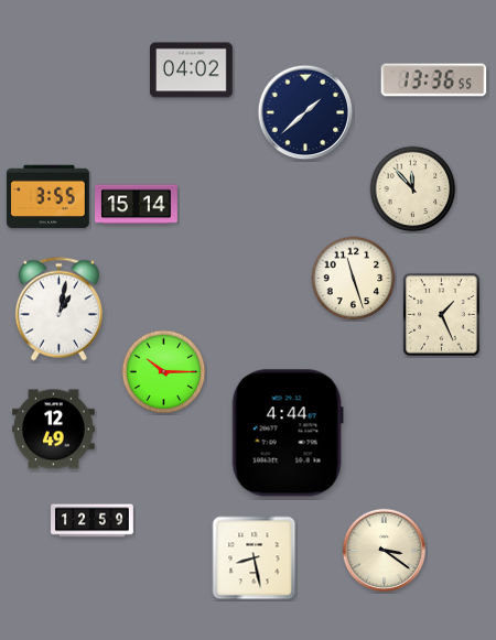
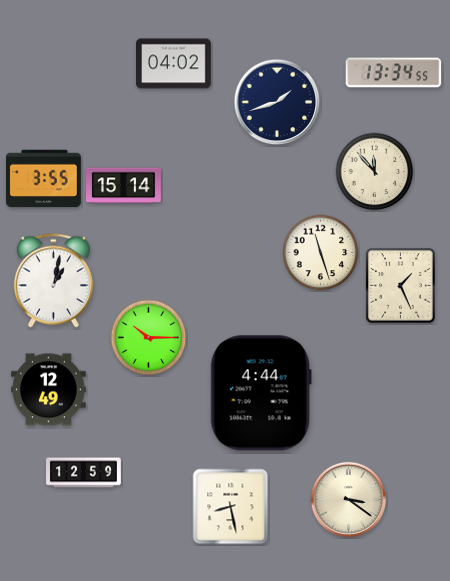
clock at (434, 80): 13:36 -> 13:34
clock at (305, 112): 1:38 -> 1:42
